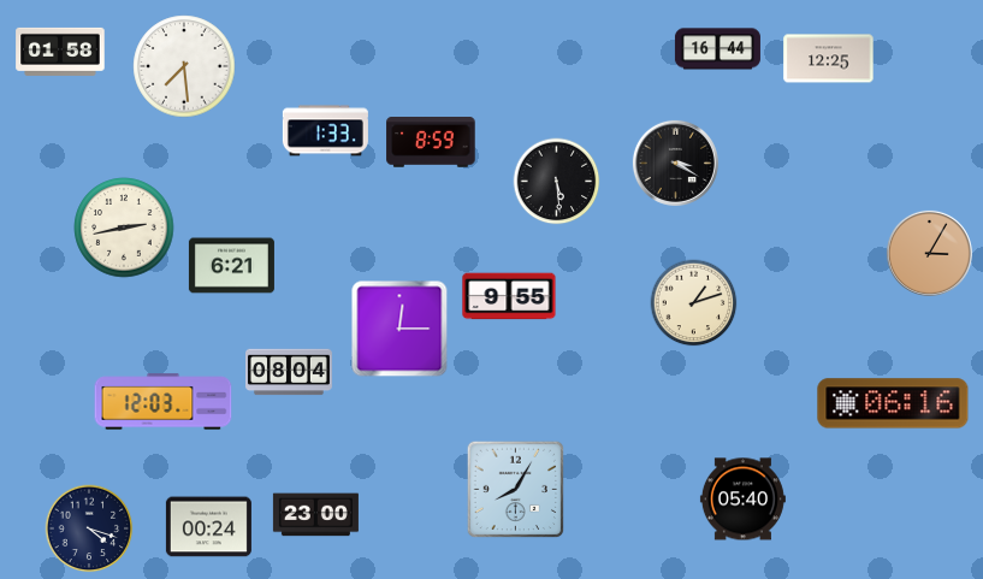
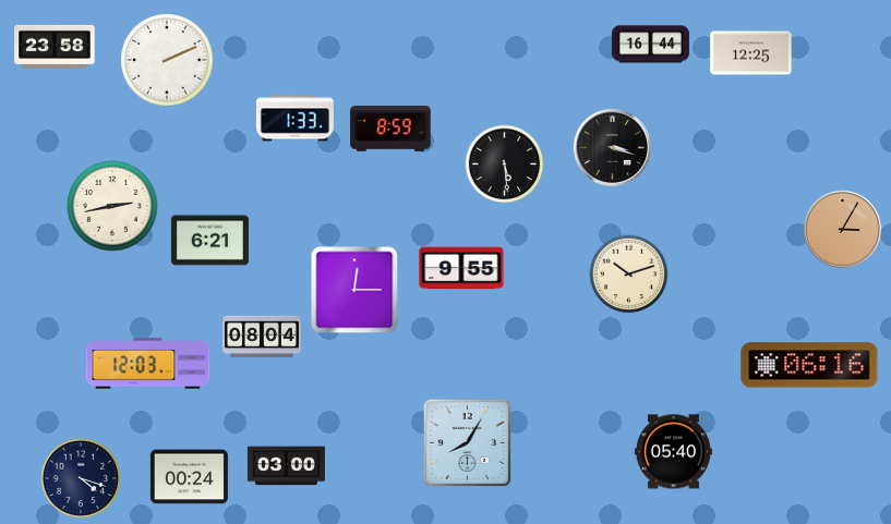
clock at (60, 52): 01:58 -> 23:58
clock at (184, 66): 7:29 -> 2:11
clock at (675, 163): 3:20 -> 3:18
clock at (694, 303): 1:12 -> 10:12
clock at (399, 329) position: (399, 329) -> (354, 290)
clock at (315, 515): 23:00 -> 03:00
